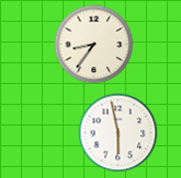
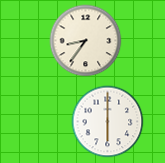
clock at (118, 133): 5:58 -> 6:00
